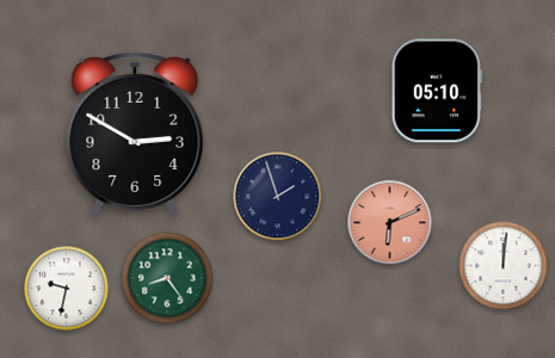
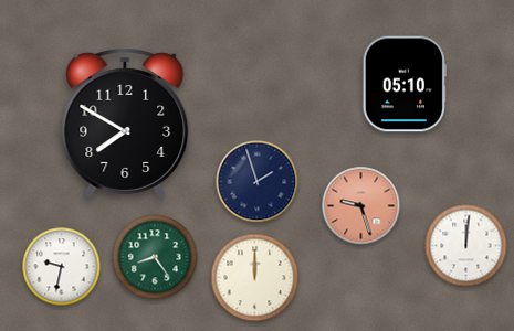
clock at (135, 134): 2:50 -> 7:50
clock at (390, 223): 6:11 -> 9:27
clock at (255, 278): none -> 12:00
